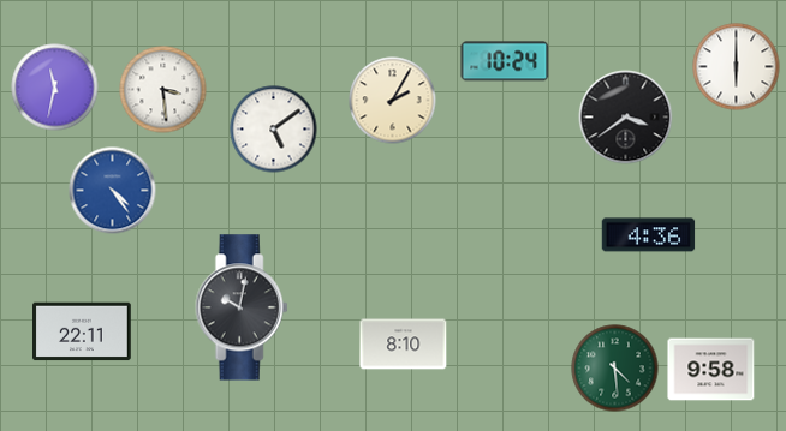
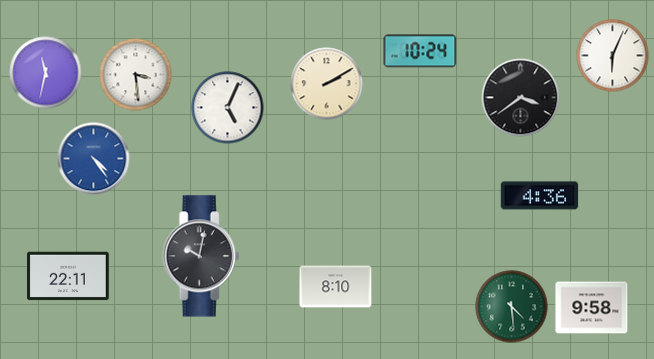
clock at (737, 67): 6:00 -> 6:04
clock at (393, 101): 2:05 -> 2:10
clock at (274, 130): 5:09 -> 5:04
